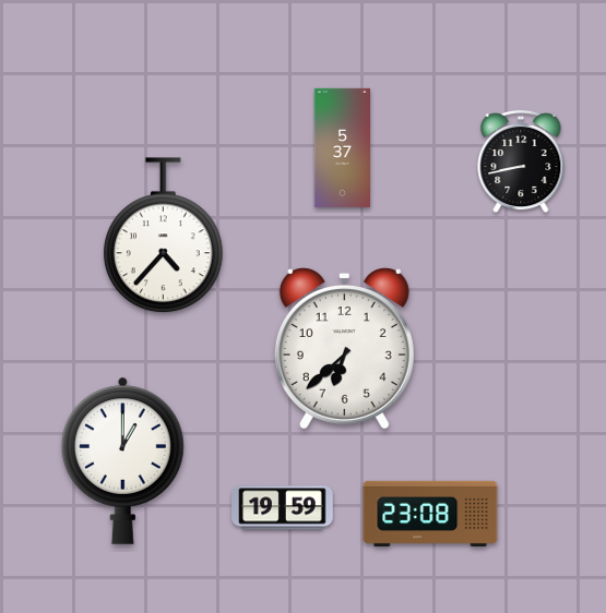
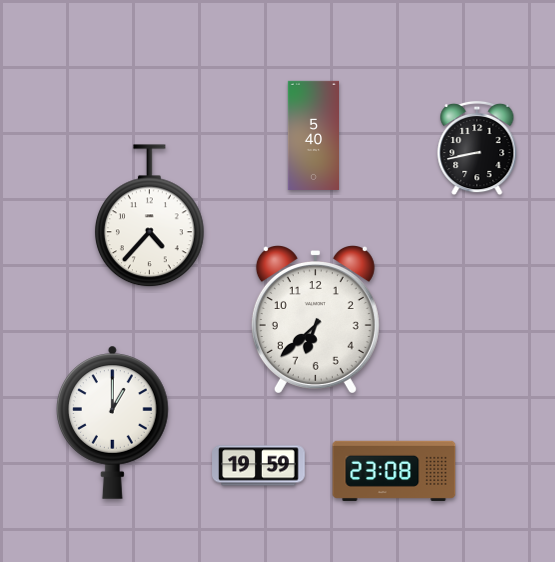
clock at (342, 147): 5:37 -> 5:40
